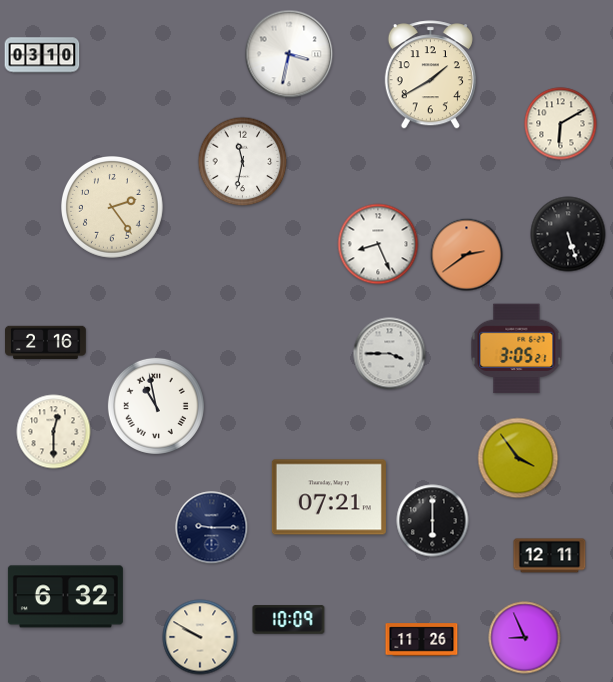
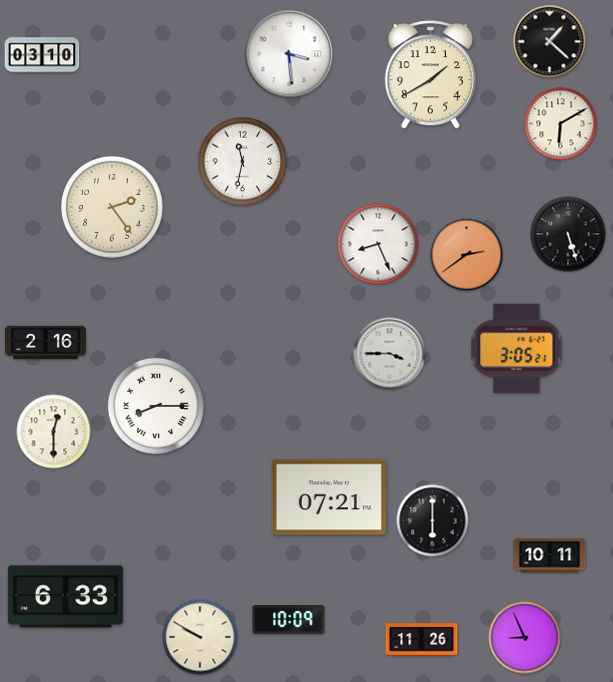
clock at (550, 42): none -> 1:22
clock at (289, 54): 3:32 -> 3:29
clock at (156, 406): 10:58 -> 8:15
clock at (518, 458): 3:54 -> none
clock at (212, 528): 9:15 -> none
clock at (550, 556): 12:11 -> 10:11
clock at (65, 597): 6:32 -> 6:33
